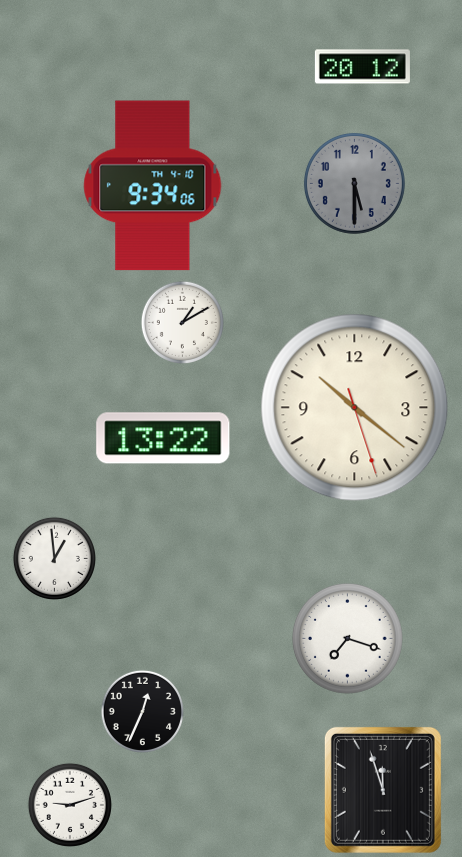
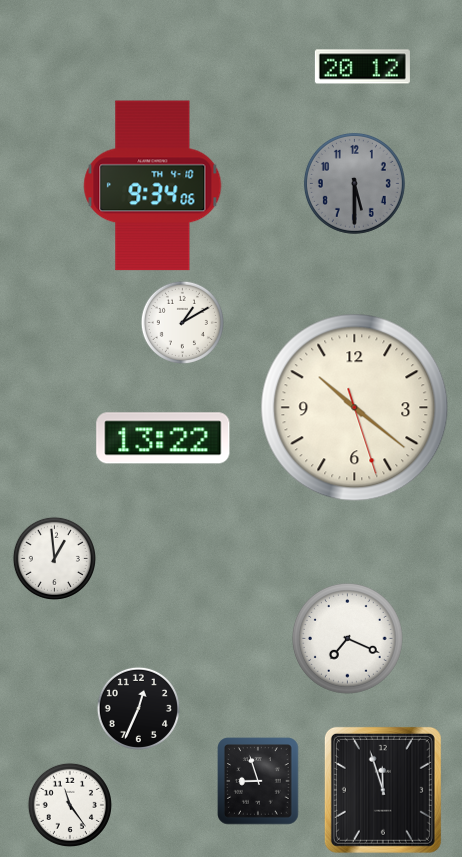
clock at (348, 639): 7:18 -> 7:19
clock at (142, 711) position: (142, 711) -> (138, 708)
clock at (258, 781): none -> 8:57
clock at (70, 805): 9:12 -> 11:24
